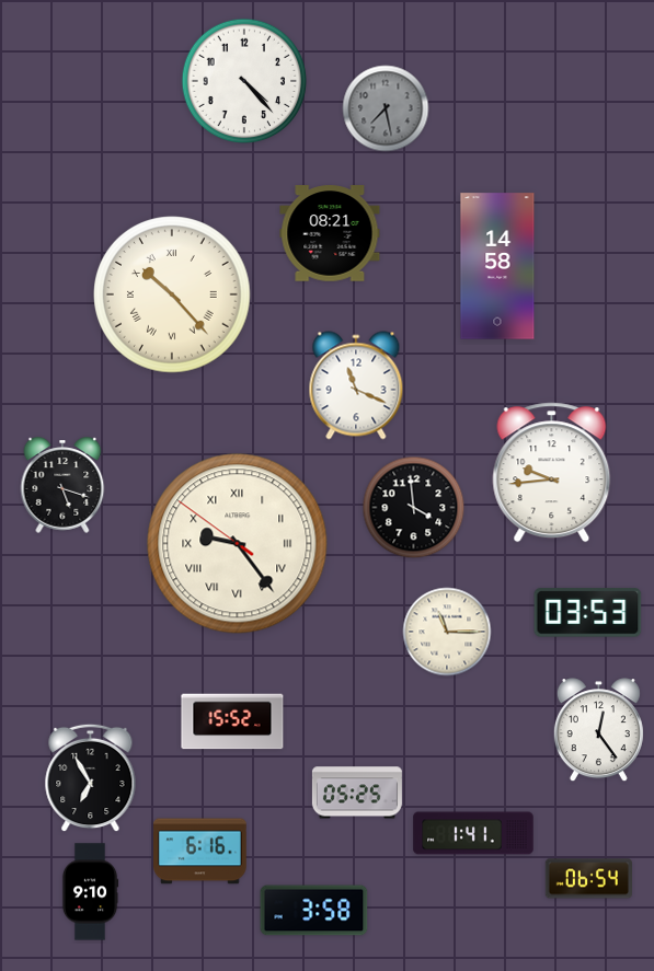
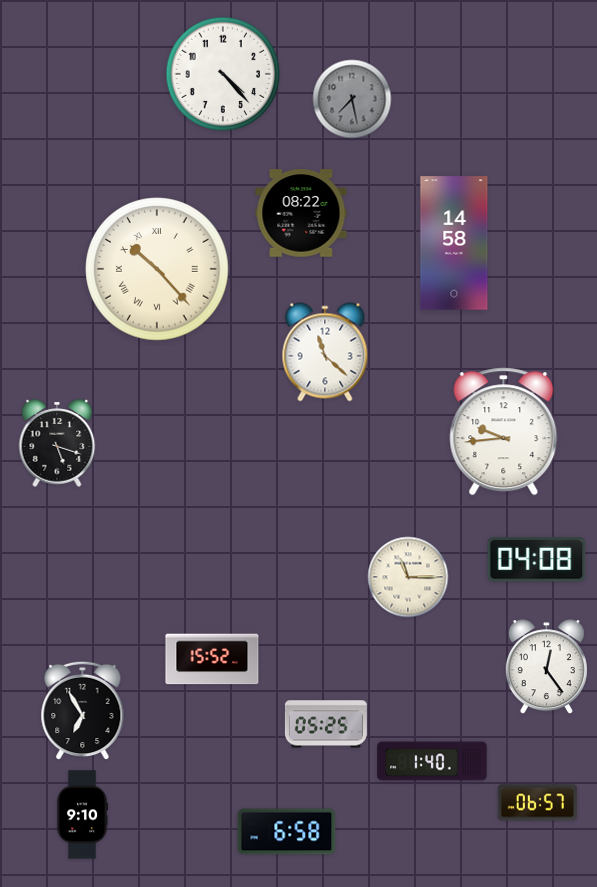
clock at (330, 233): 08:21 -> 08:22
clock at (356, 385): 11:19 -> 11:22
clock at (414, 508): 3:59 -> none
clock at (238, 544): 9:23 -> none
clock at (588, 613): 03:53 -> 04:08
clock at (473, 833): 1:41 -> 1:40
clock at (200, 852): 6:16 -> none
clock at (588, 879): 06:54 -> 06:57
clock at (314, 911): 3:58 -> 6:58
